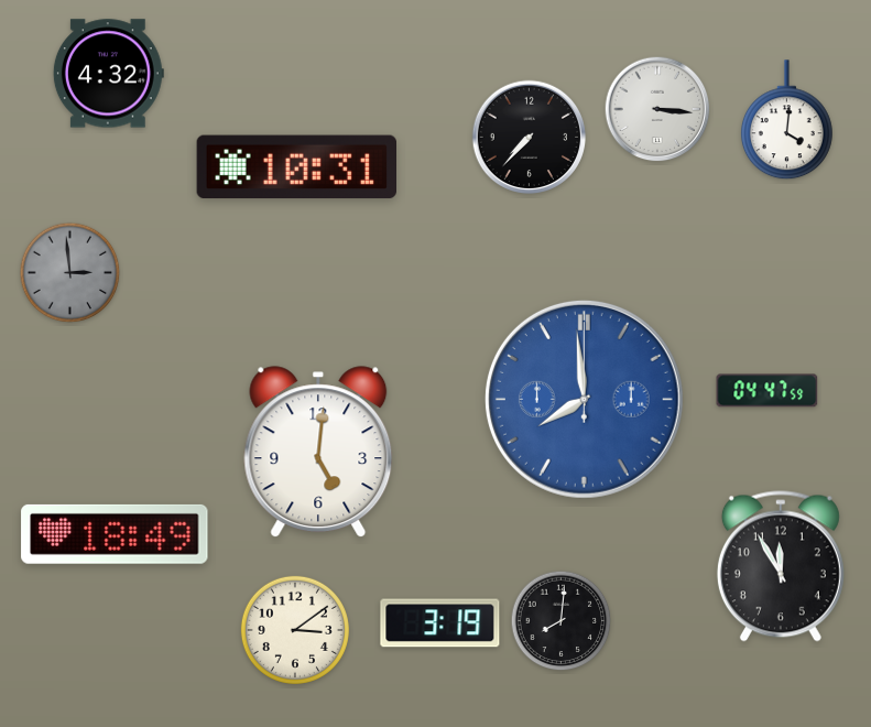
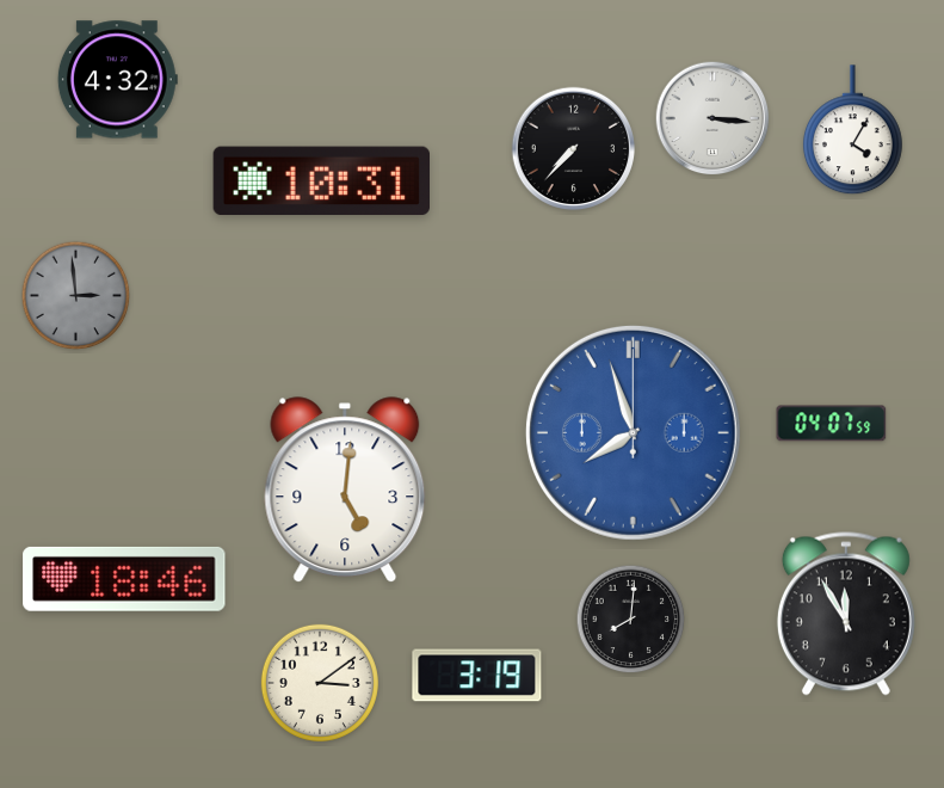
clock at (786, 120): 4:01 -> 4:05
clock at (767, 391): 04:47 -> 04:07
clock at (584, 399): 7:59 -> 7:57
clock at (115, 534): 18:49 -> 18:46
clock at (562, 621) position: (562, 621) -> (631, 620)
